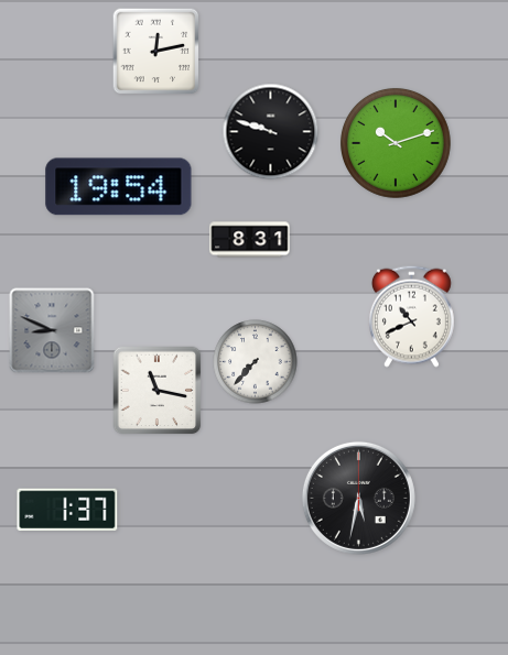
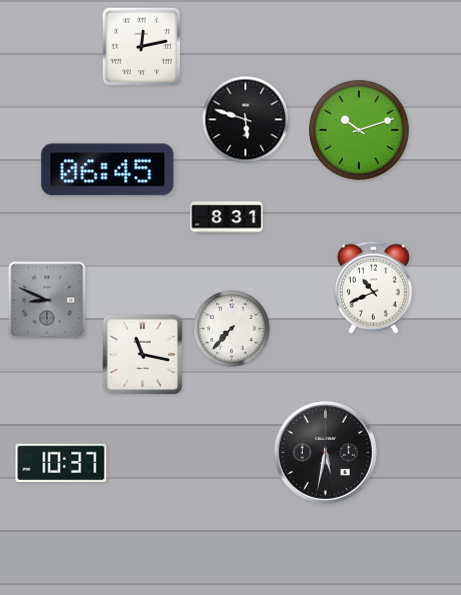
clock at (271, 132): 9:48 -> 5:48
clock at (119, 187): 19:54 -> 06:45
clock at (67, 509): 1:37 -> 10:37
